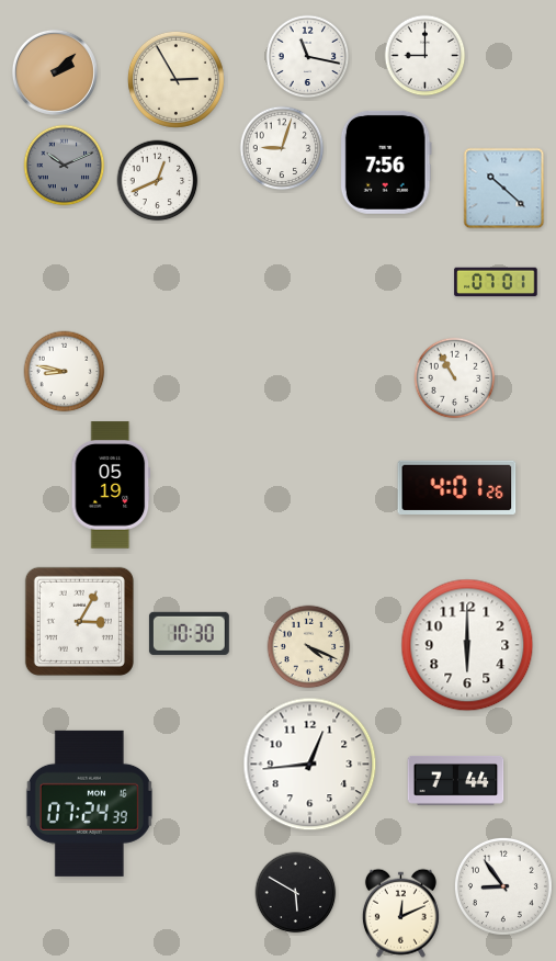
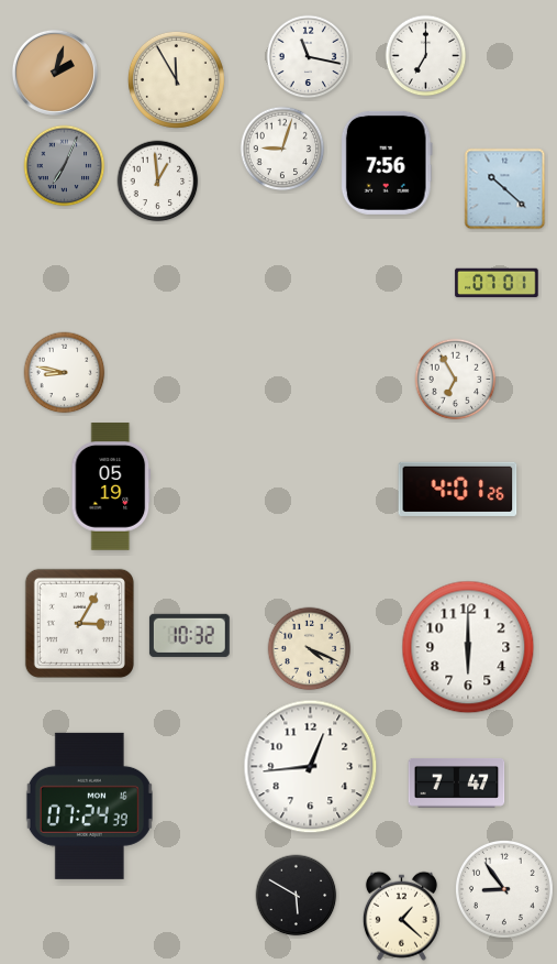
clock at (425, 56): 9:00 -> 7:00
clock at (55, 72): 2:08 -> 2:03
clock at (175, 79): 2:55 -> 11:55
clock at (65, 166): 10:11 -> 7:04
clock at (158, 181): 12:41 -> 12:59
clock at (455, 378): 10:55 -> 6:55
clock at (189, 633): 10:30 -> 10:32
clock at (456, 781): 7:44 -> 7:47
clock at (400, 913): 12:11 -> 1:22
